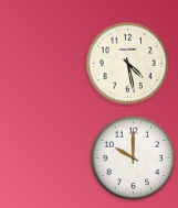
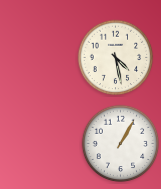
clock at (134, 158): 10:00 -> 1:05
